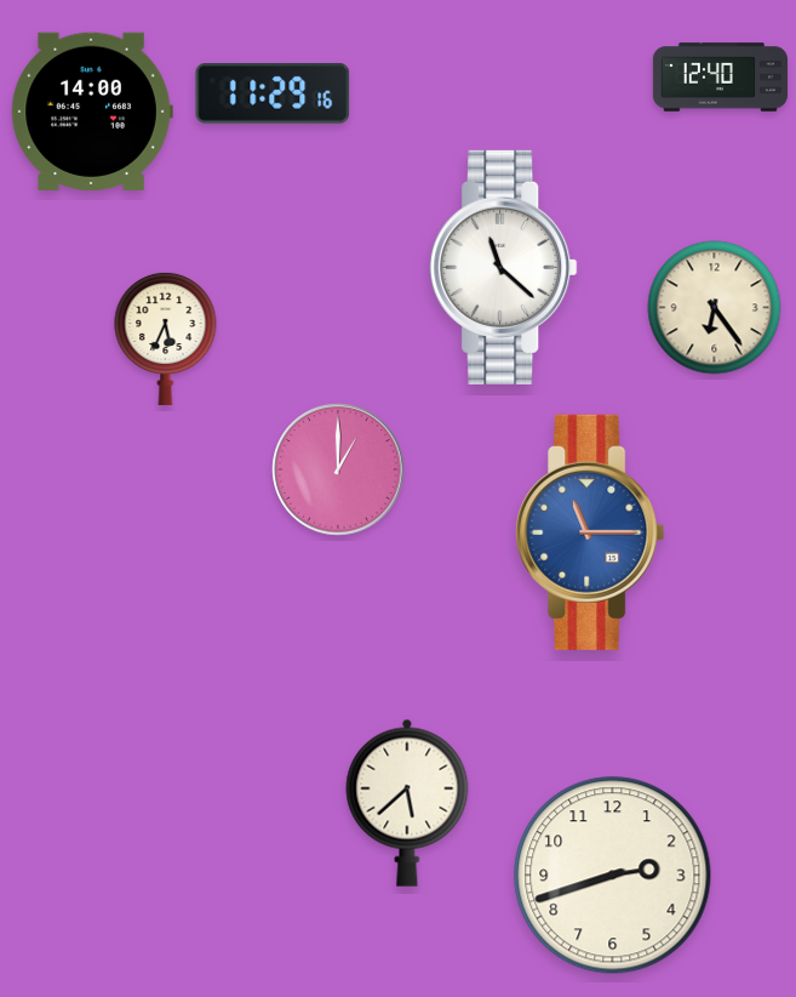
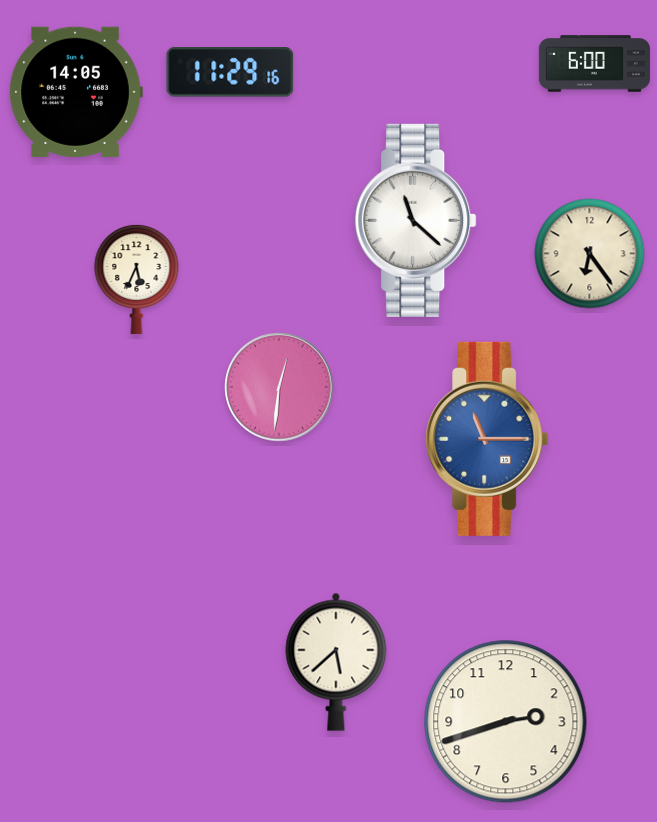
clock at (720, 78): 12:40 -> 6:00
clock at (273, 95) position: (273, 95) -> (230, 73)
clock at (92, 112): 14:00 -> 14:05
clock at (338, 469): 1:00 -> 12:31
